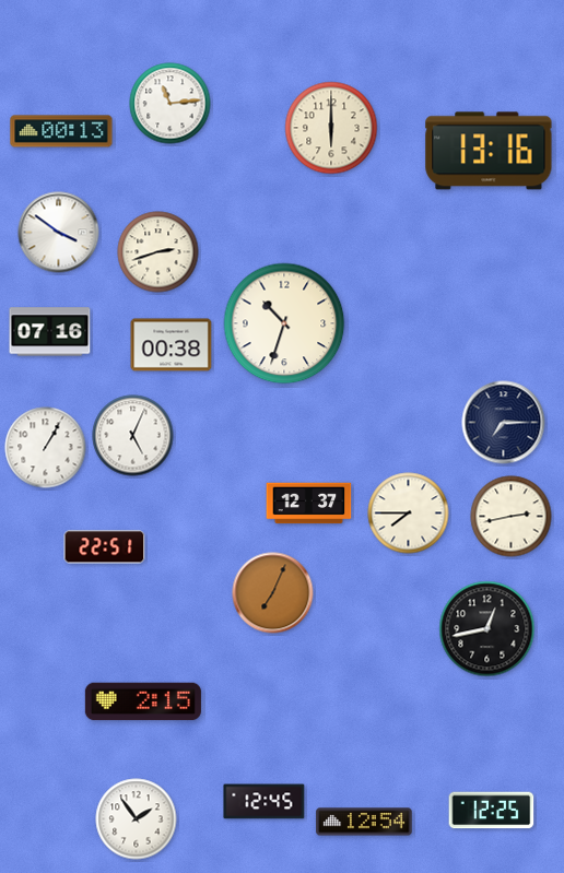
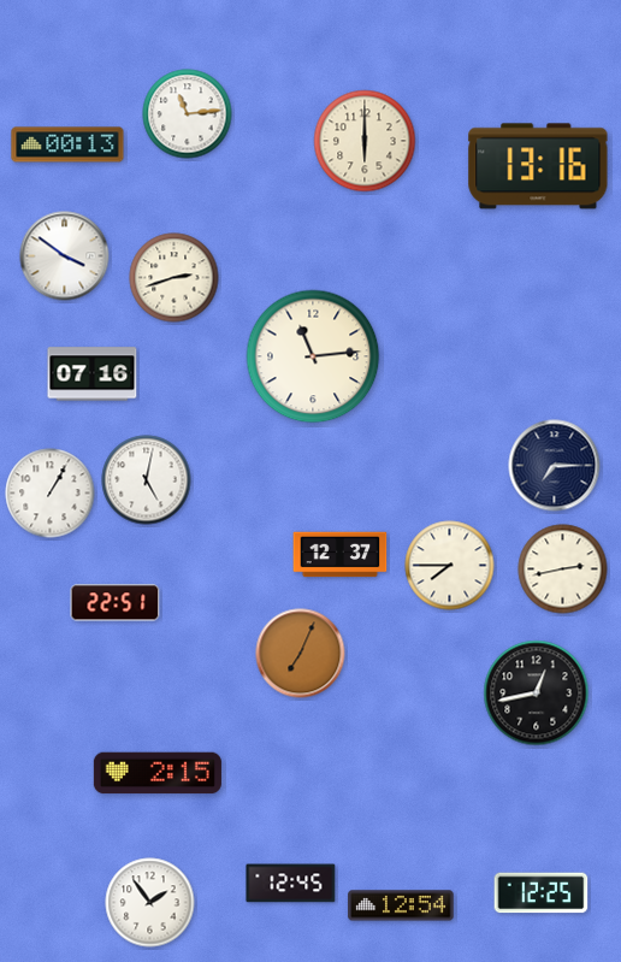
clock at (284, 323): 10:33 -> 11:14
clock at (50, 332) position: (50, 332) -> (93, 374)
clock at (172, 345): 00:38 -> none
clock at (133, 436): 5:04 -> 5:02
